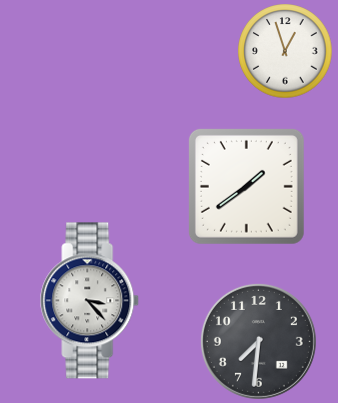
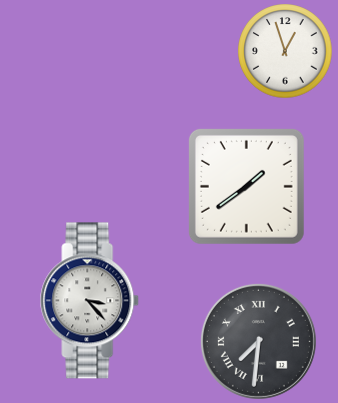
clock at (258, 341) numerals: Arabic -> Roman
